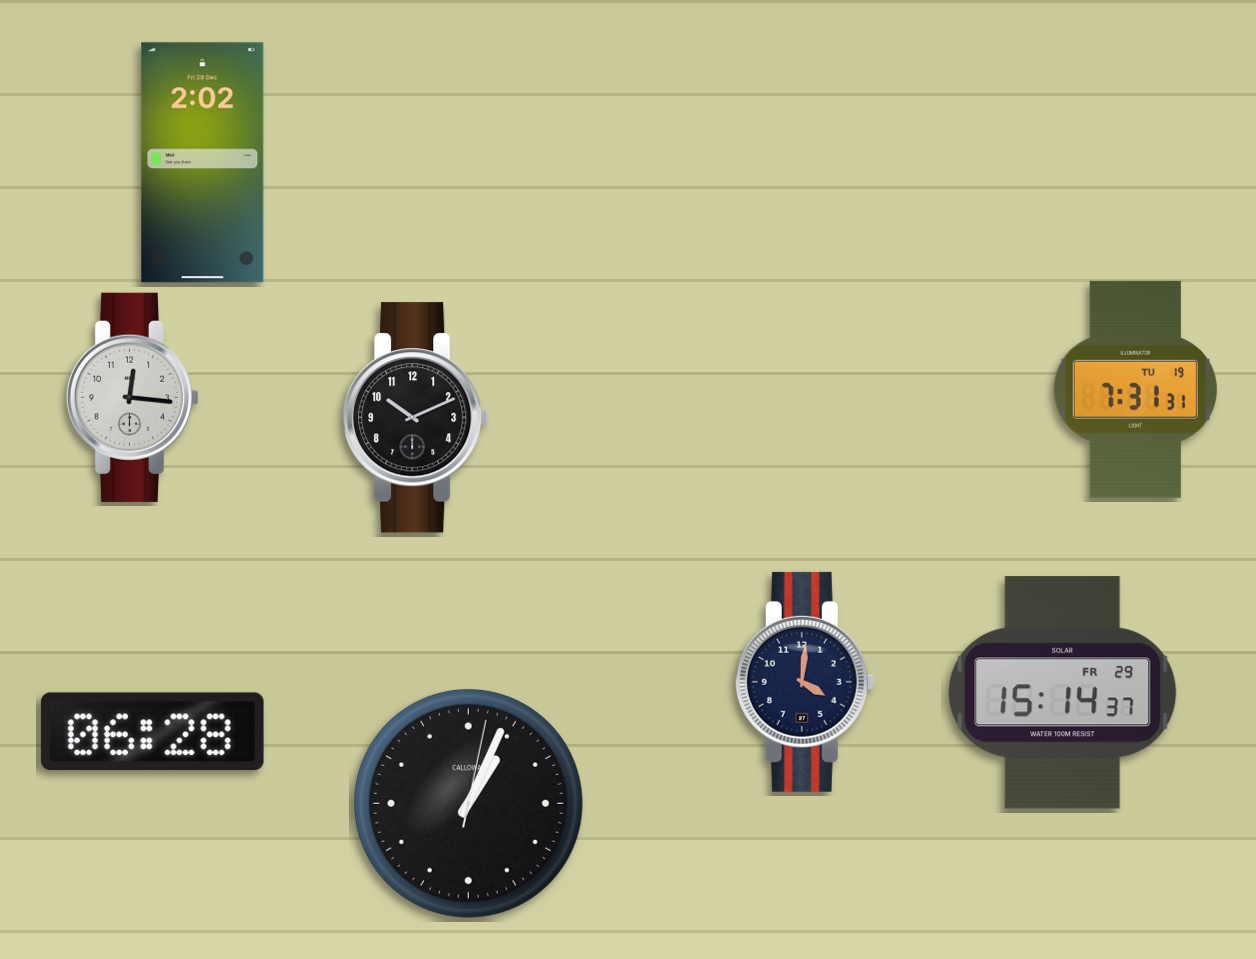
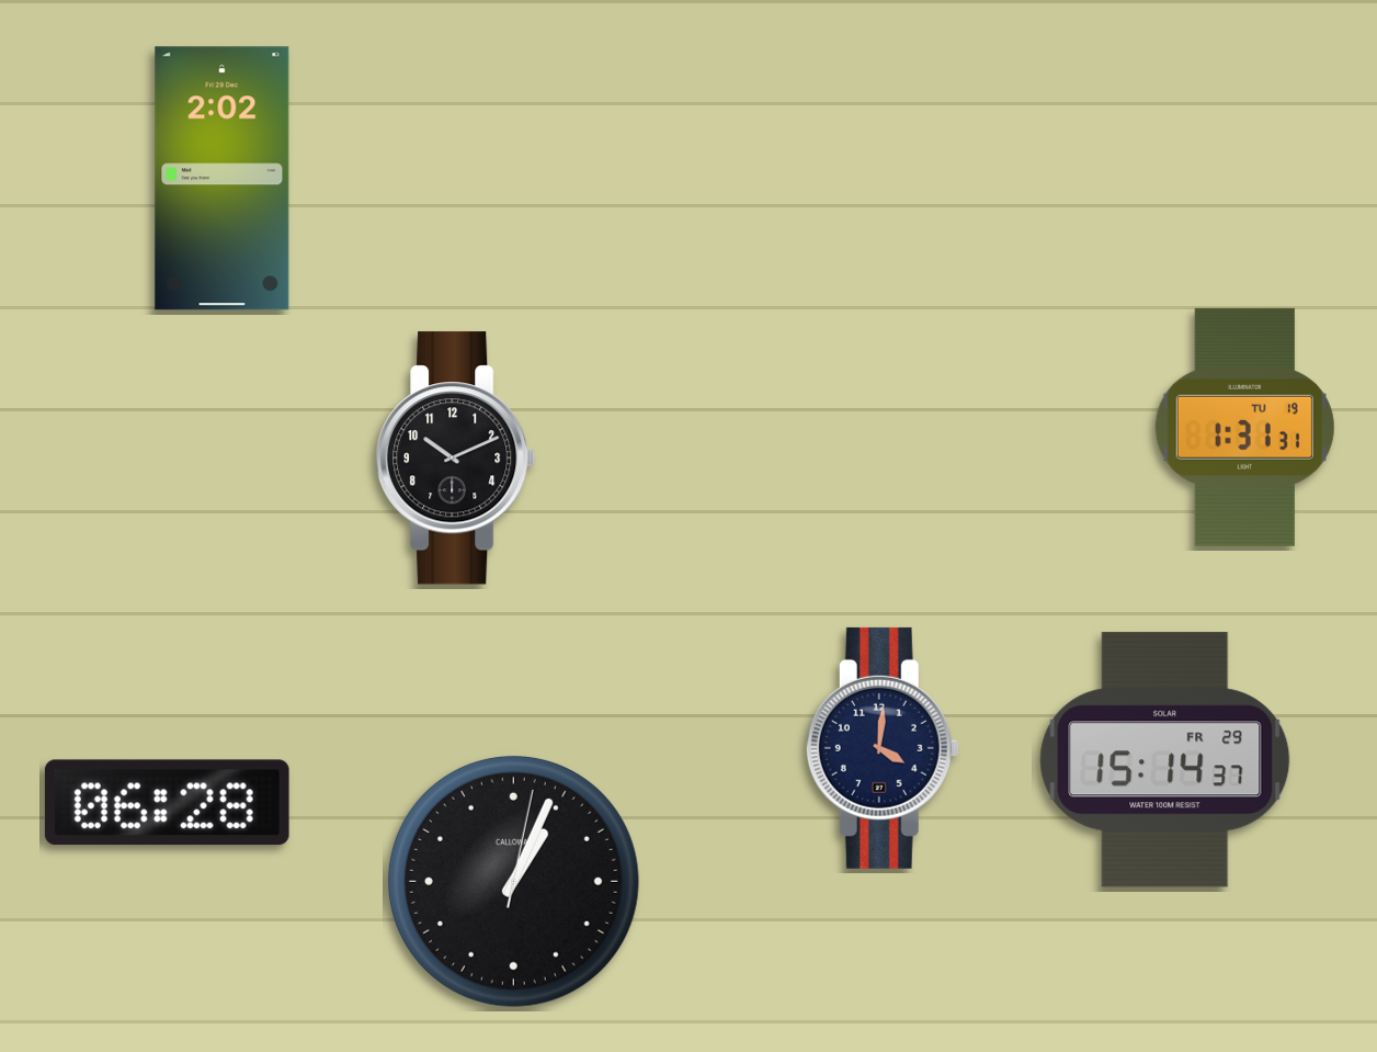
clock at (1135, 389): 7:31 -> 1:31
clock at (132, 397): 12:16 -> none
